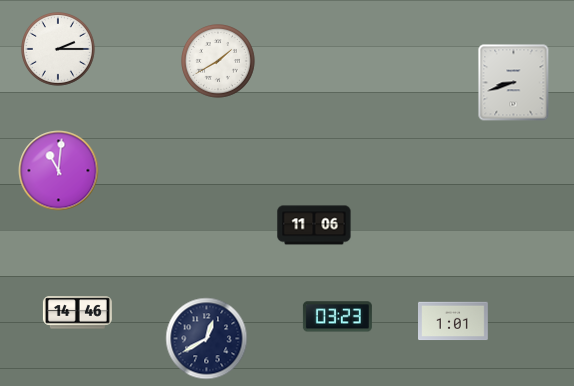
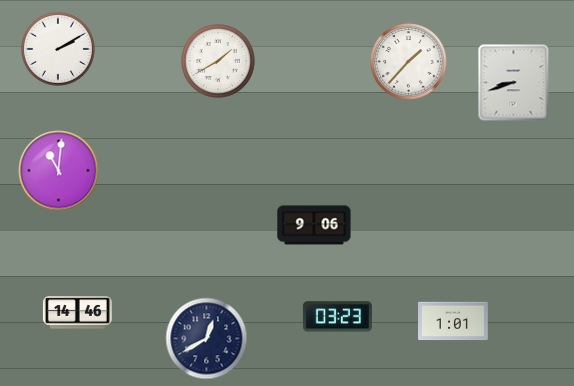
clock at (59, 50): 2:15 -> 2:10
clock at (409, 62): none -> 1:37
clock at (314, 225): 11:06 -> 9:06
